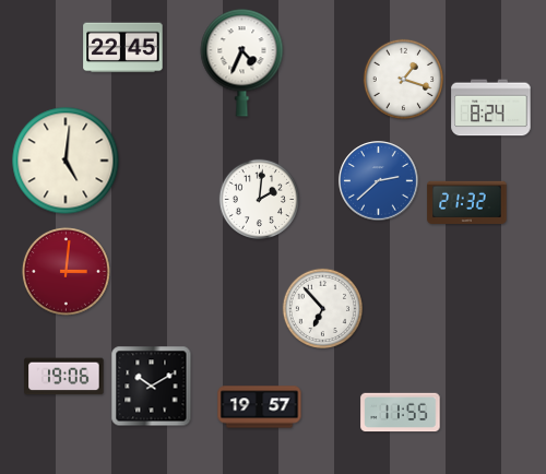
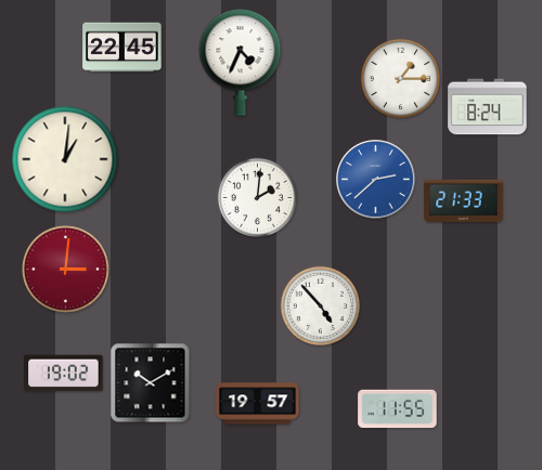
clock at (403, 79): 1:18 -> 1:15
clock at (66, 161): 5:01 -> 1:01
clock at (467, 203): 21:32 -> 21:33
clock at (322, 308): 6:53 -> 4:53
clock at (64, 377): 19:06 -> 19:02
